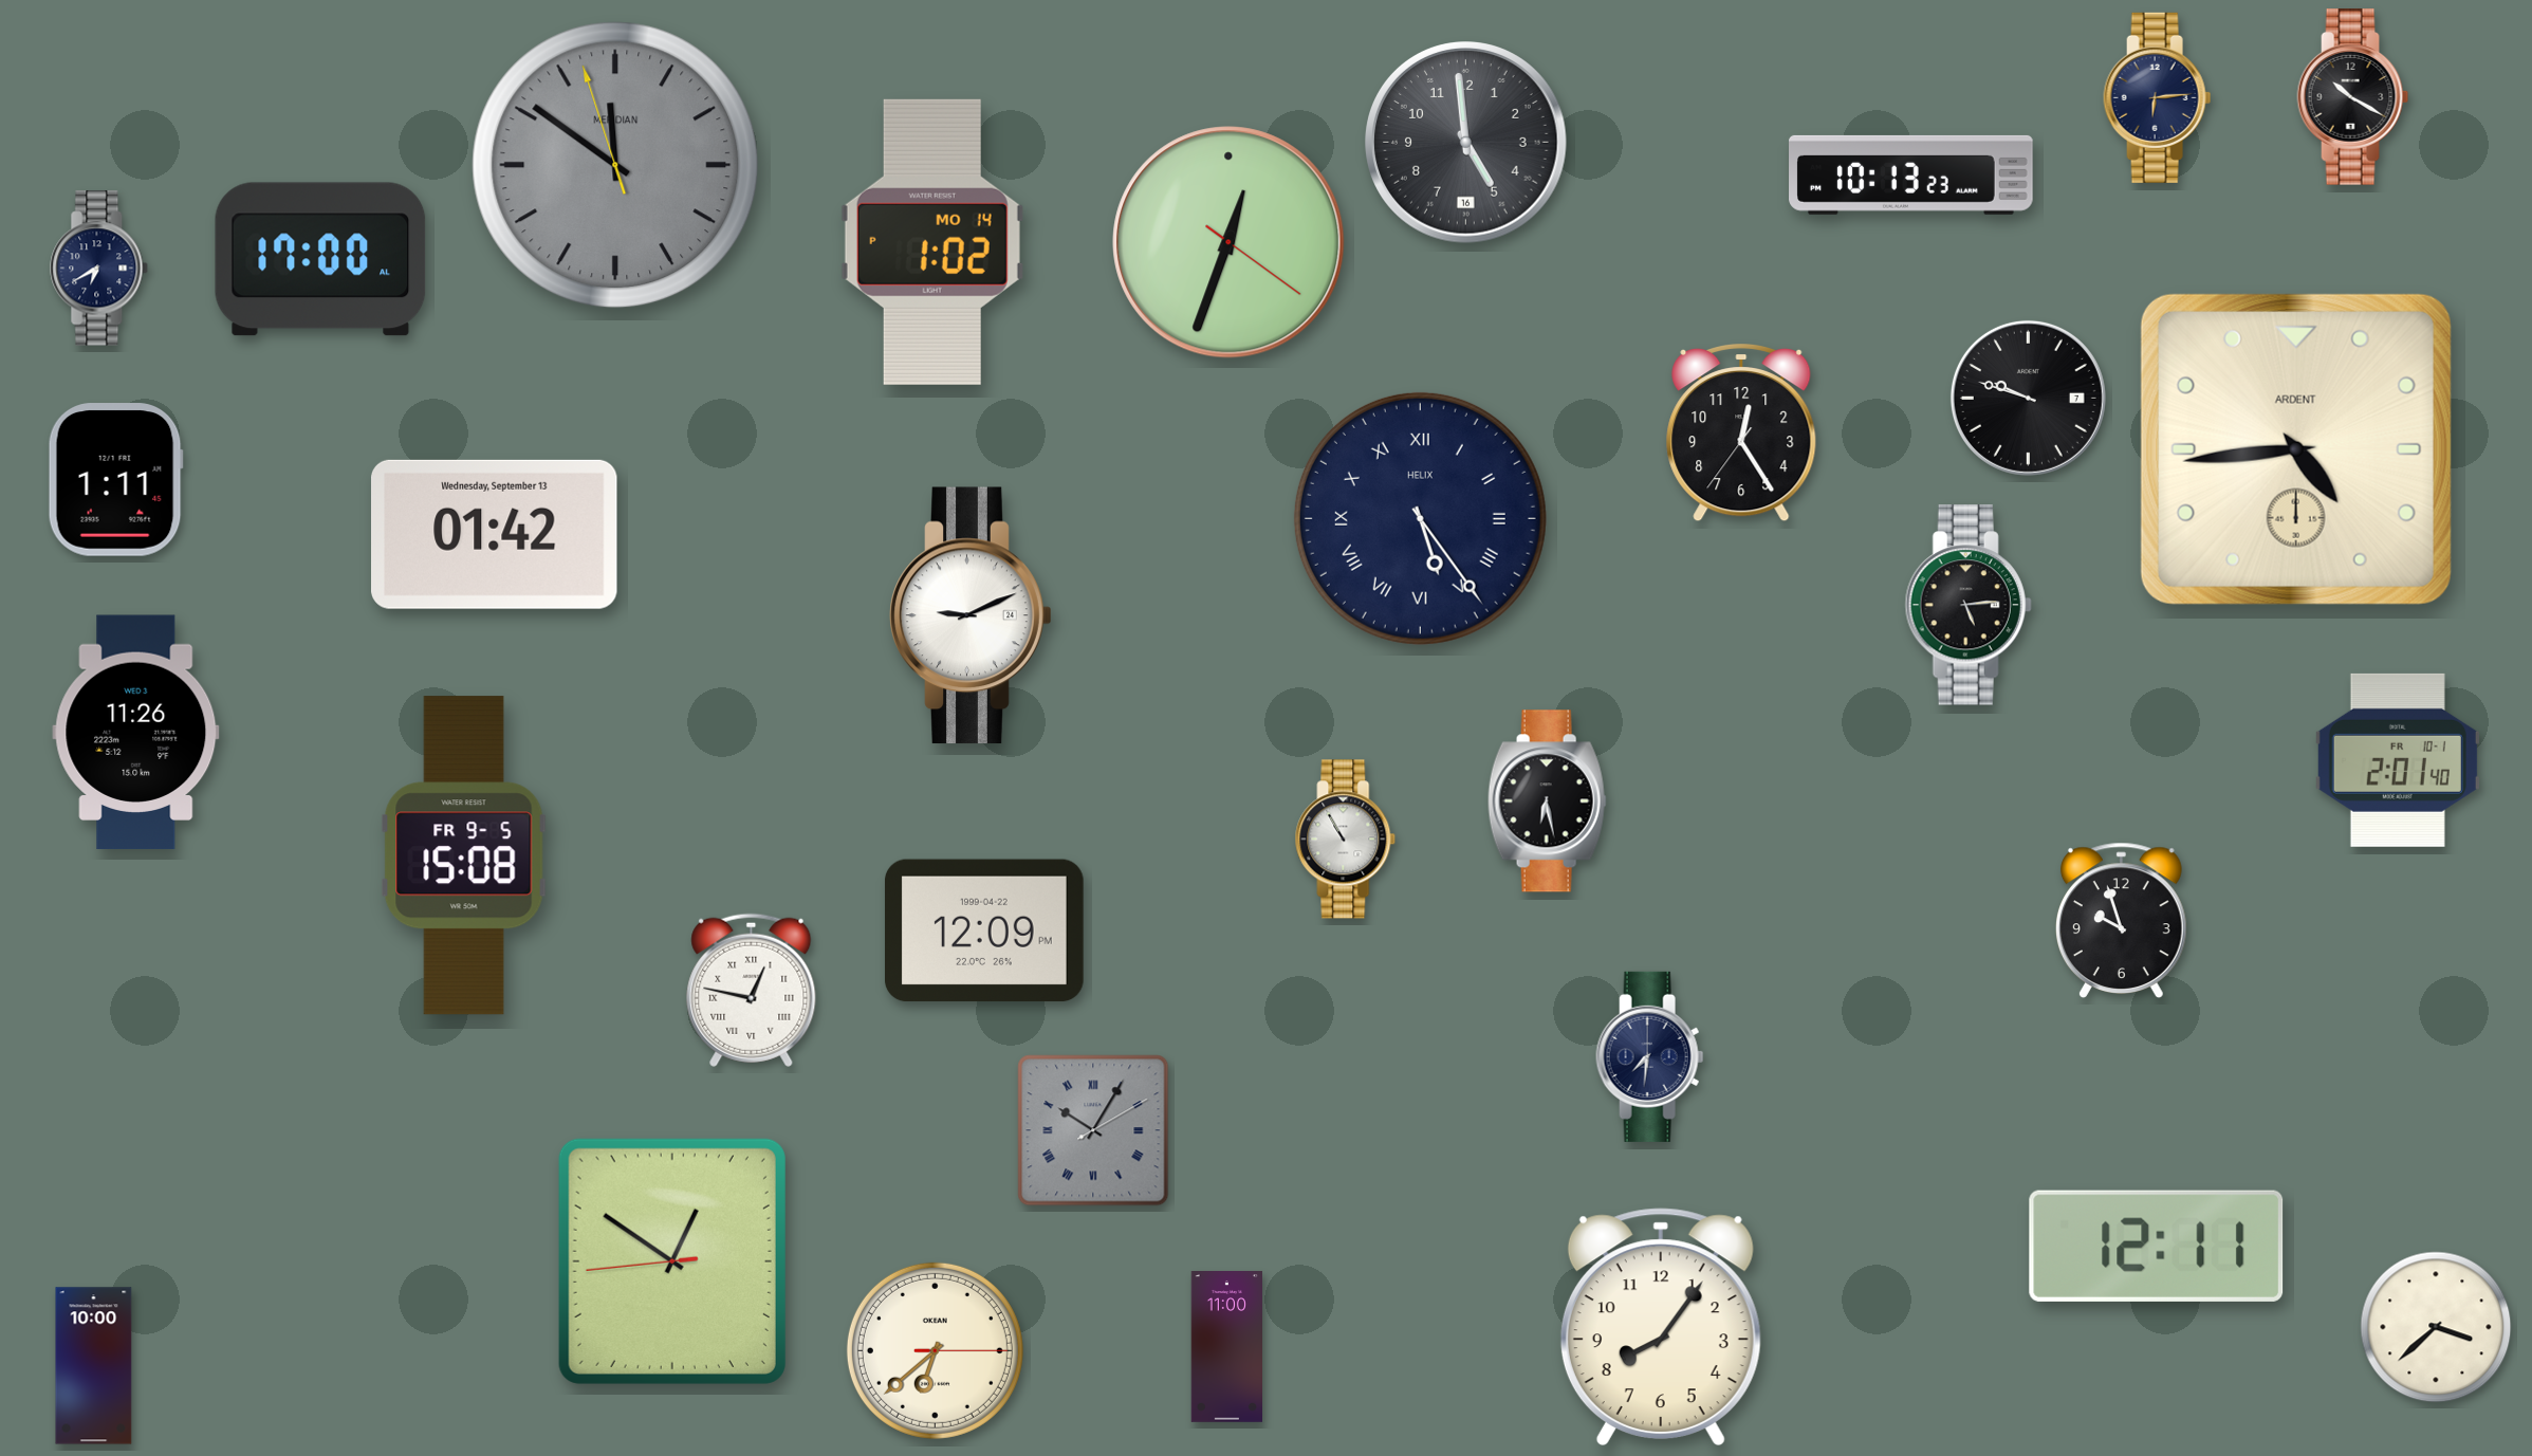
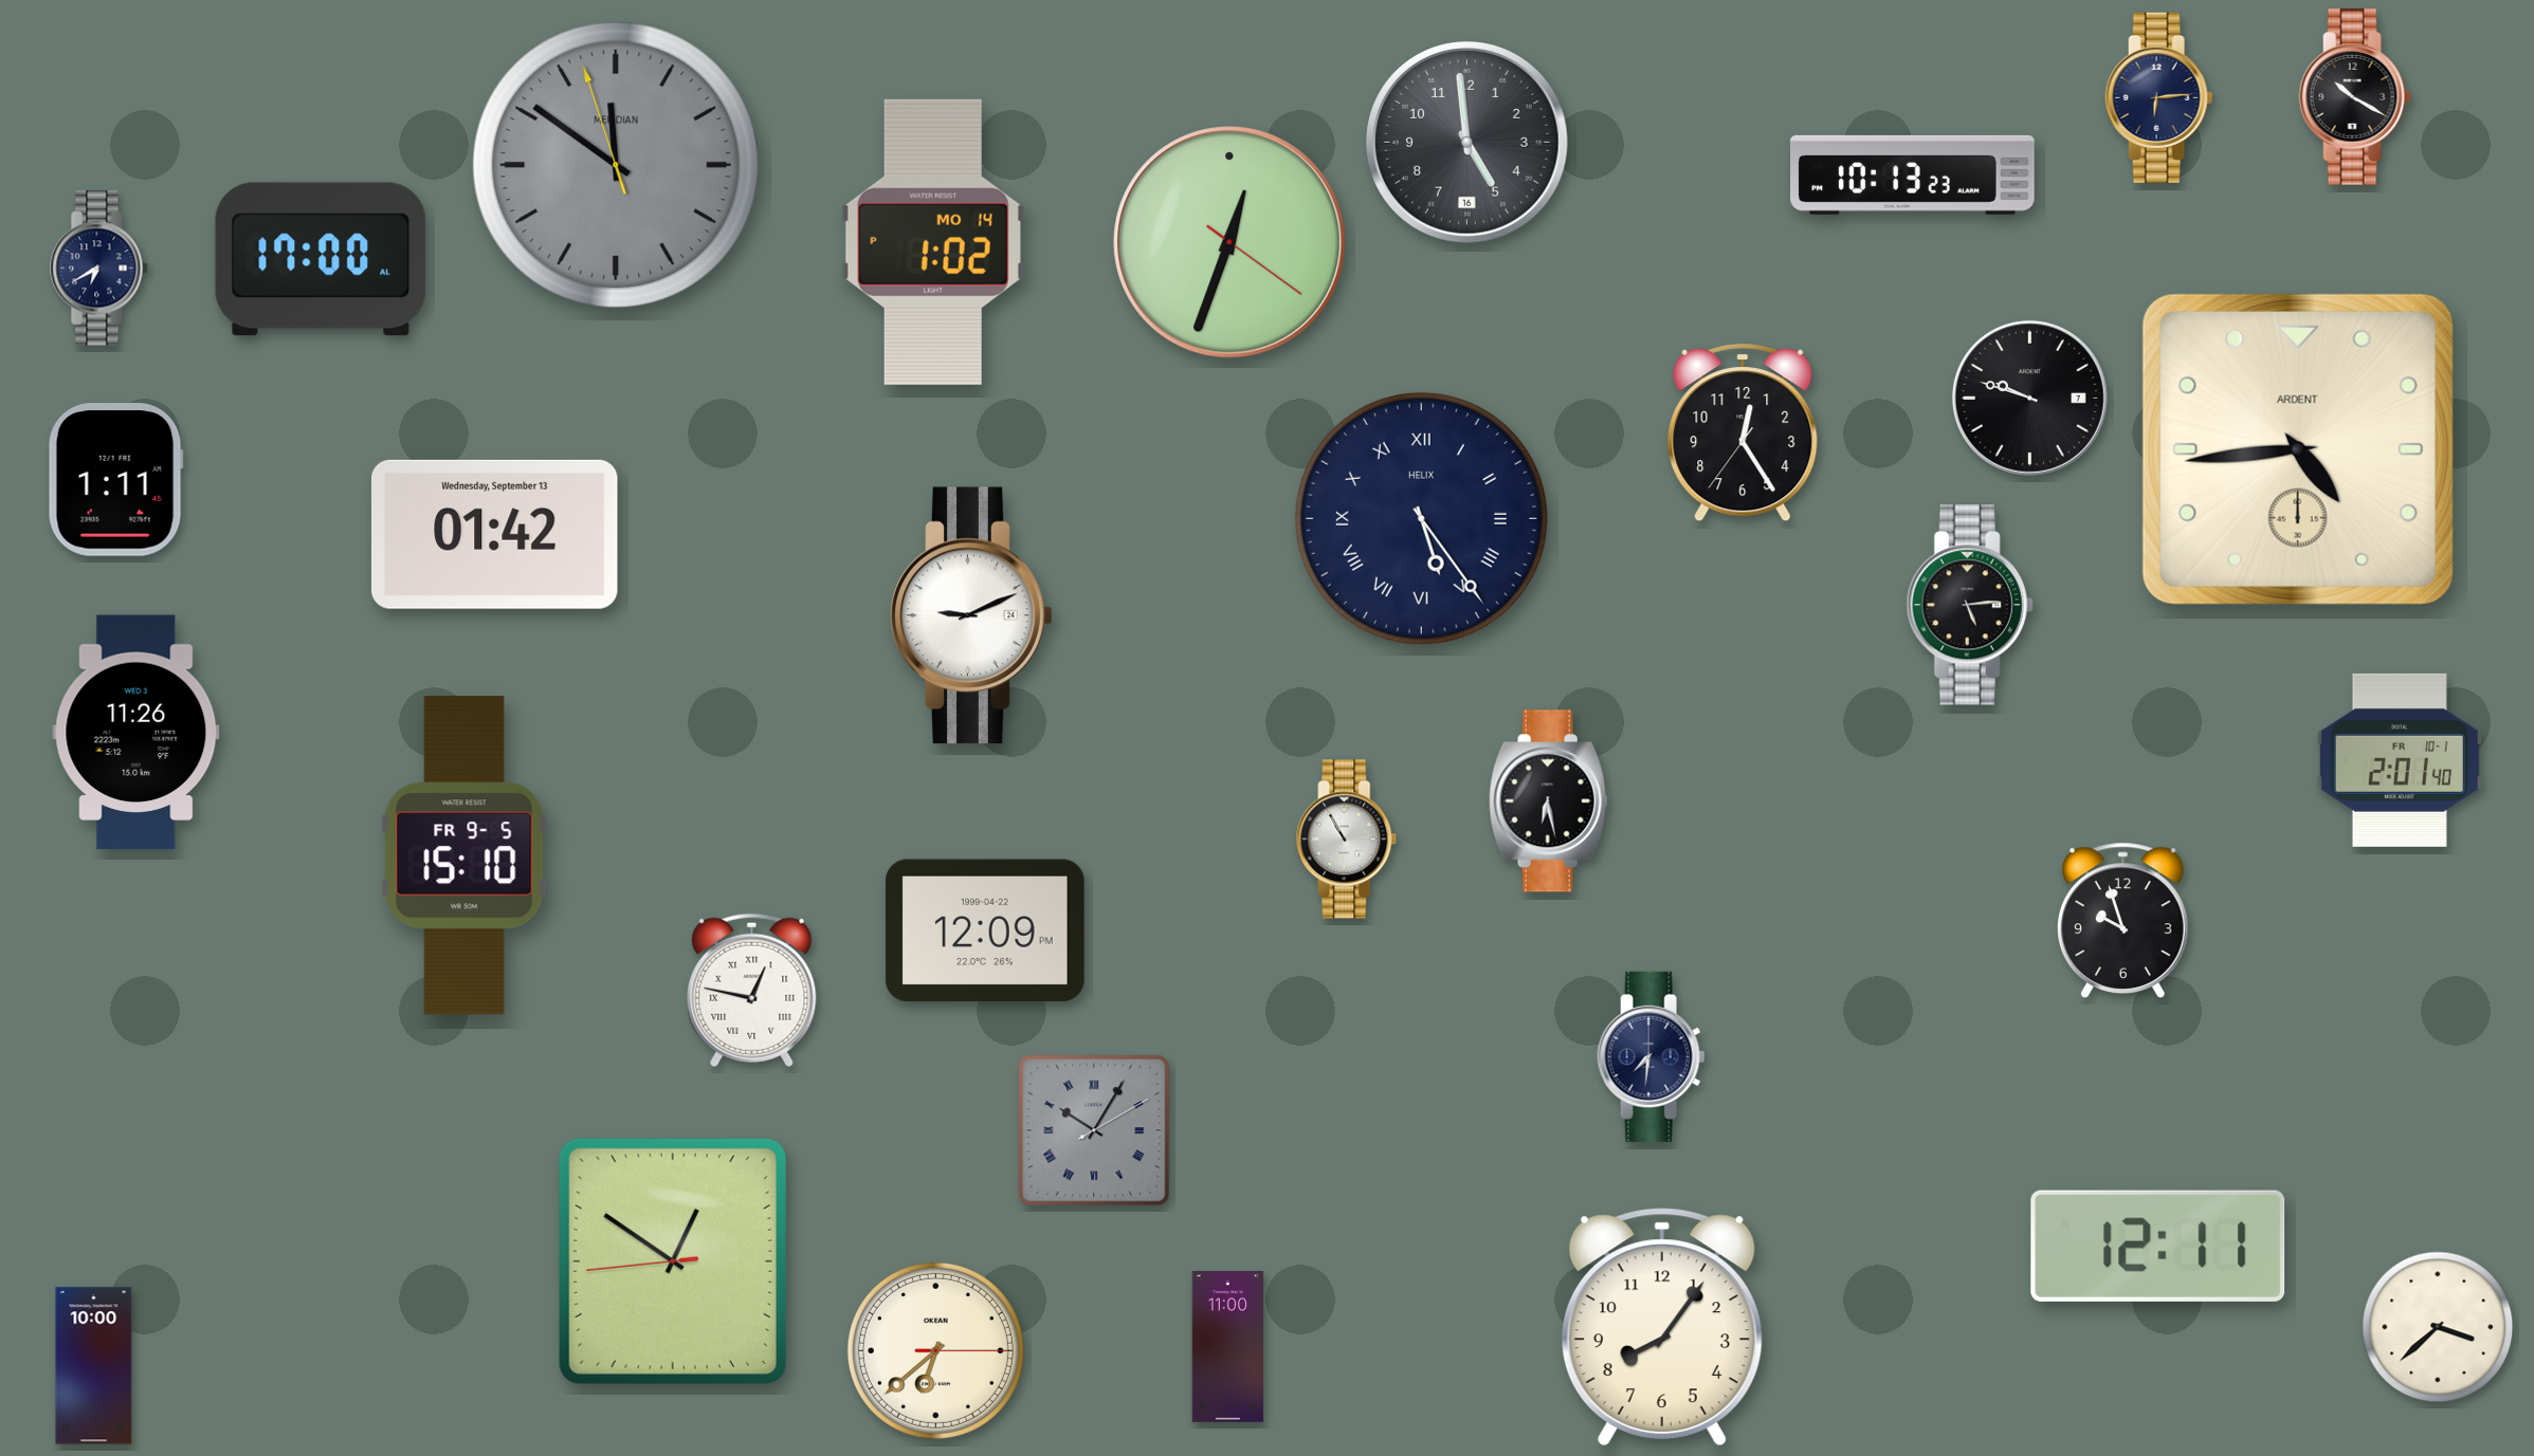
clock at (464, 855): 15:08 -> 15:10
